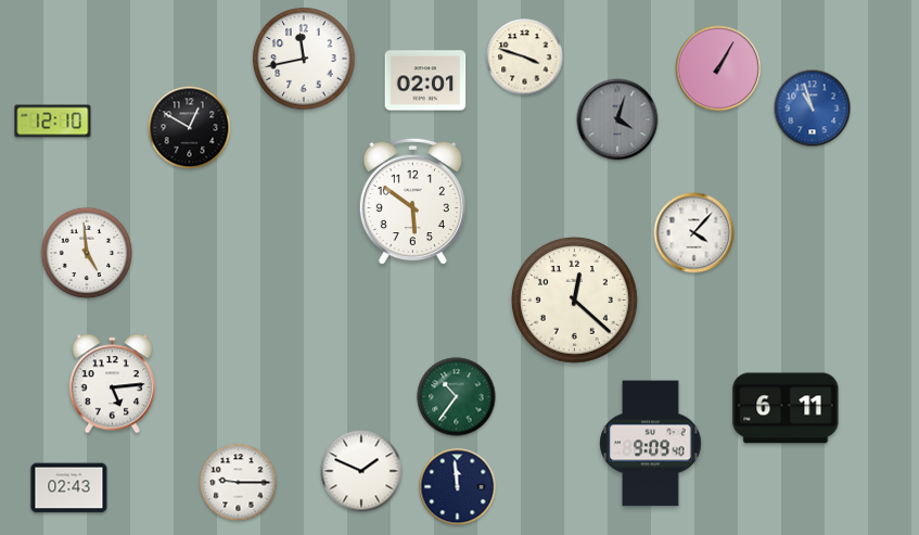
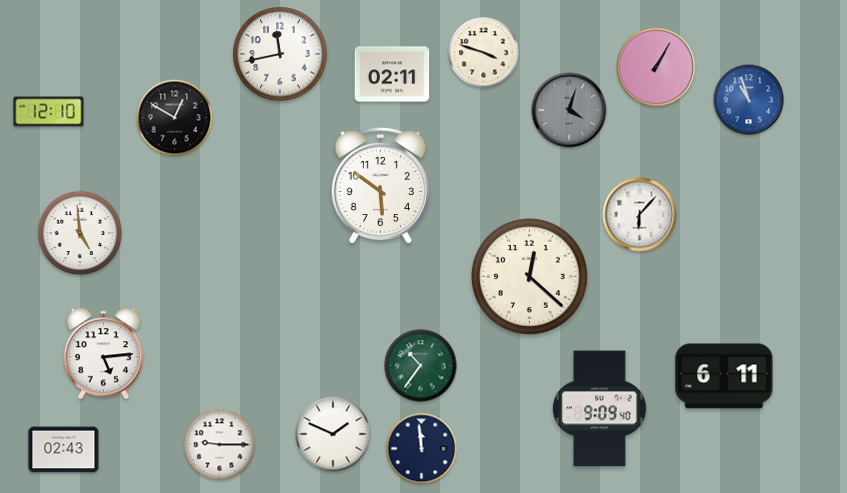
clock at (718, 68) position: (718, 68) -> (656, 67)
clock at (425, 80): 02:01 -> 02:11
clock at (694, 233): 4:07 -> 6:07
